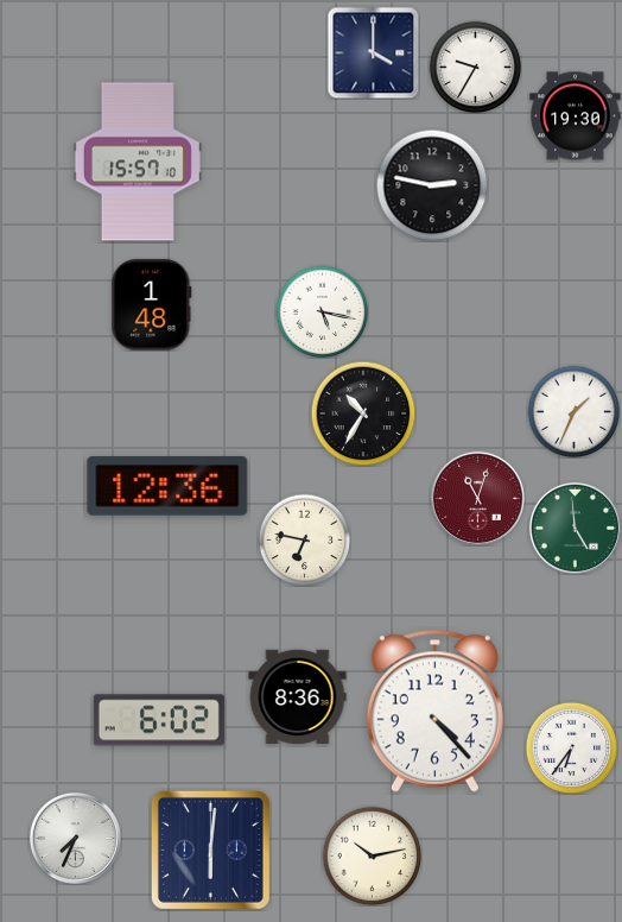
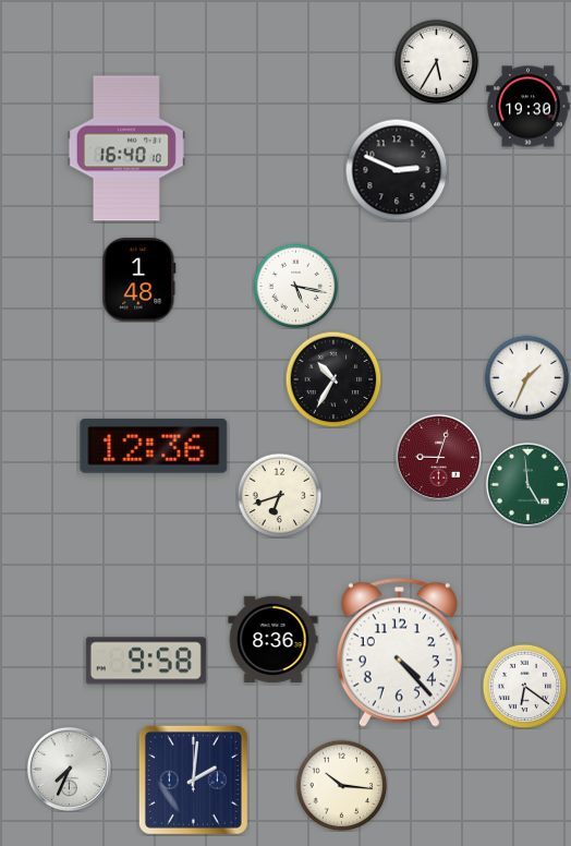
clock at (373, 52): 4:00 -> none
clock at (475, 67): 9:35 -> 5:35
clock at (138, 162): 15:57 -> 16:40
clock at (432, 185): 2:47 -> 2:49
clock at (477, 498): 11:03 -> 9:03
clock at (304, 539): 6:47 -> 6:42
clock at (159, 720): 6:02 -> 9:58
clock at (571, 747): 6:36 -> 6:21
clock at (210, 850): 6:01 -> 2:01
clock at (372, 855): 10:13 -> 10:16
